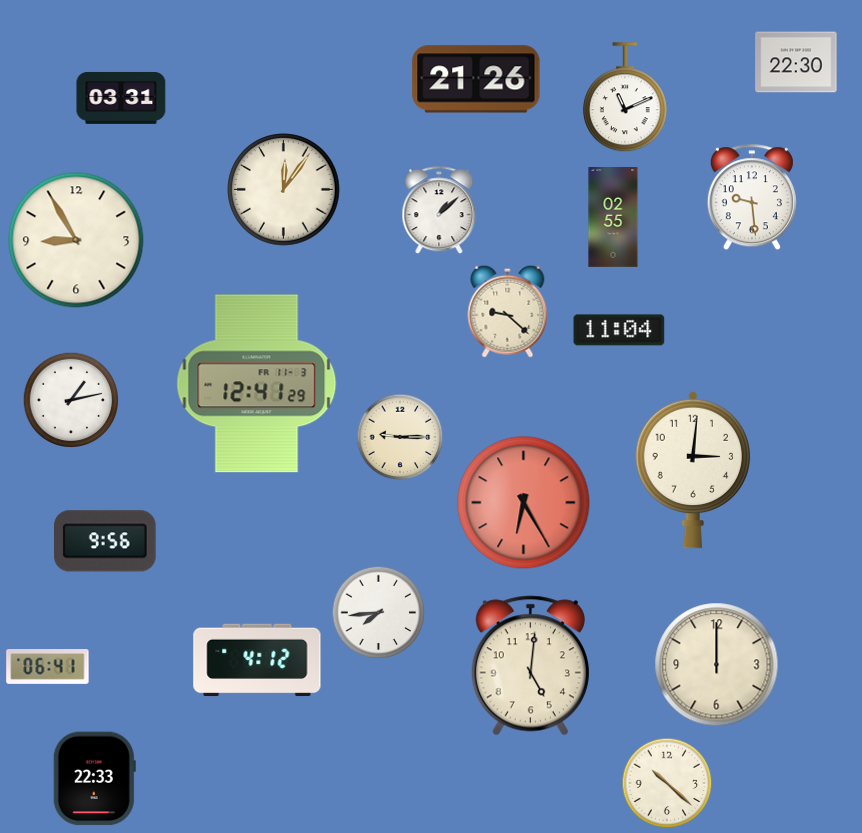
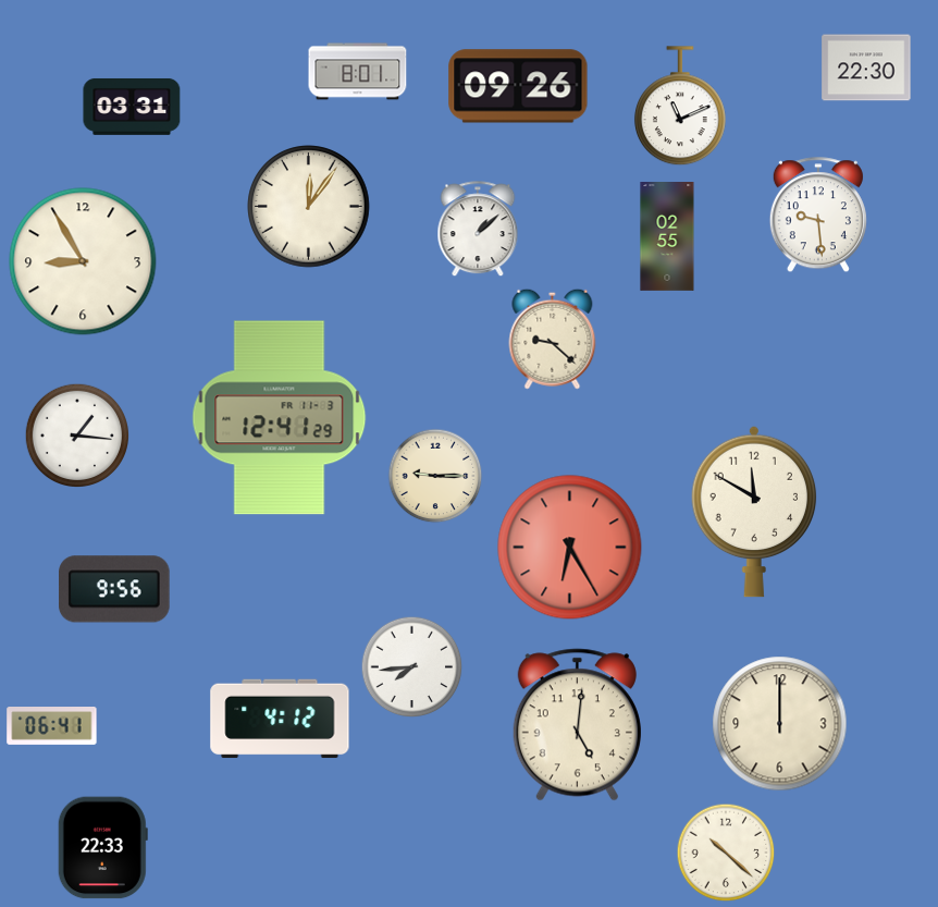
clock at (358, 72): none -> 8:01
clock at (476, 79): 21:26 -> 09:26
clock at (619, 330): 11:04 -> none
clock at (70, 399): 1:13 -> 1:16
clock at (693, 470): 3:01 -> 11:50
